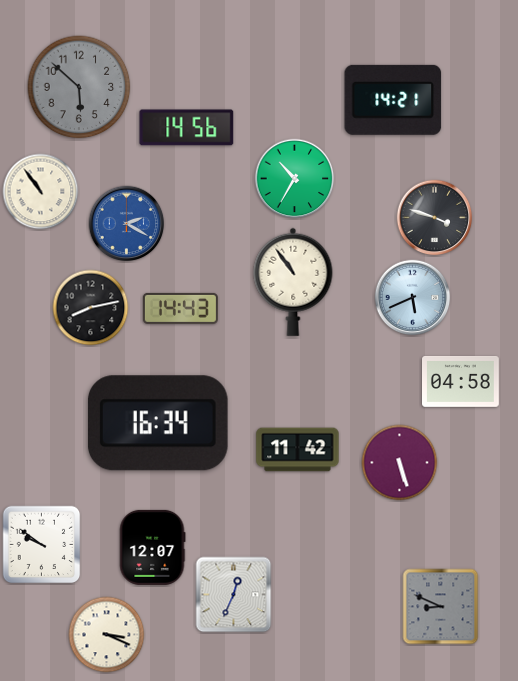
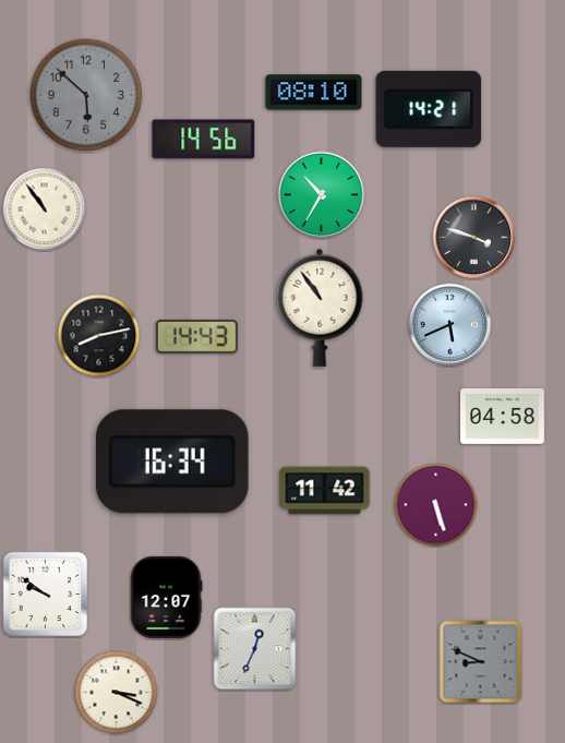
clock at (314, 93): none -> 08:10
clock at (127, 224): 2:20 -> none
